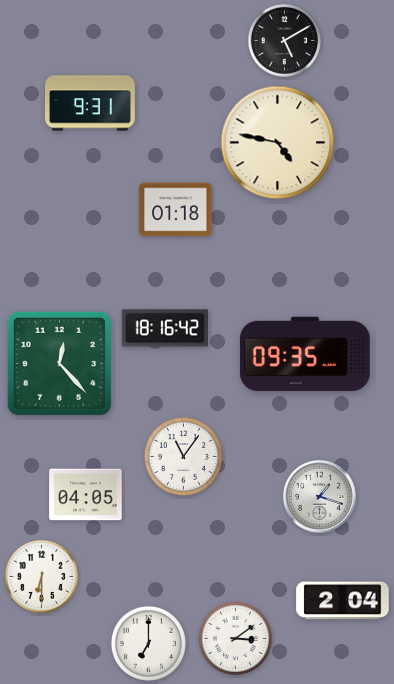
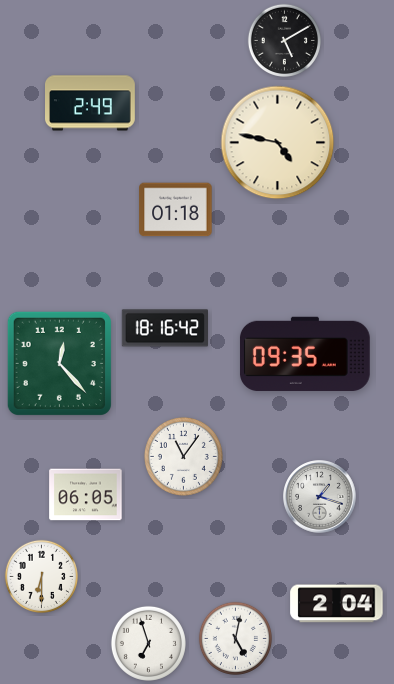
clock at (91, 103): 9:31 -> 2:49
clock at (86, 495): 04:05 -> 06:05
clock at (343, 601) position: (343, 601) -> (337, 604)
clock at (235, 638): 3:09 -> 5:02
clock at (148, 643): 7:00 -> 6:57
